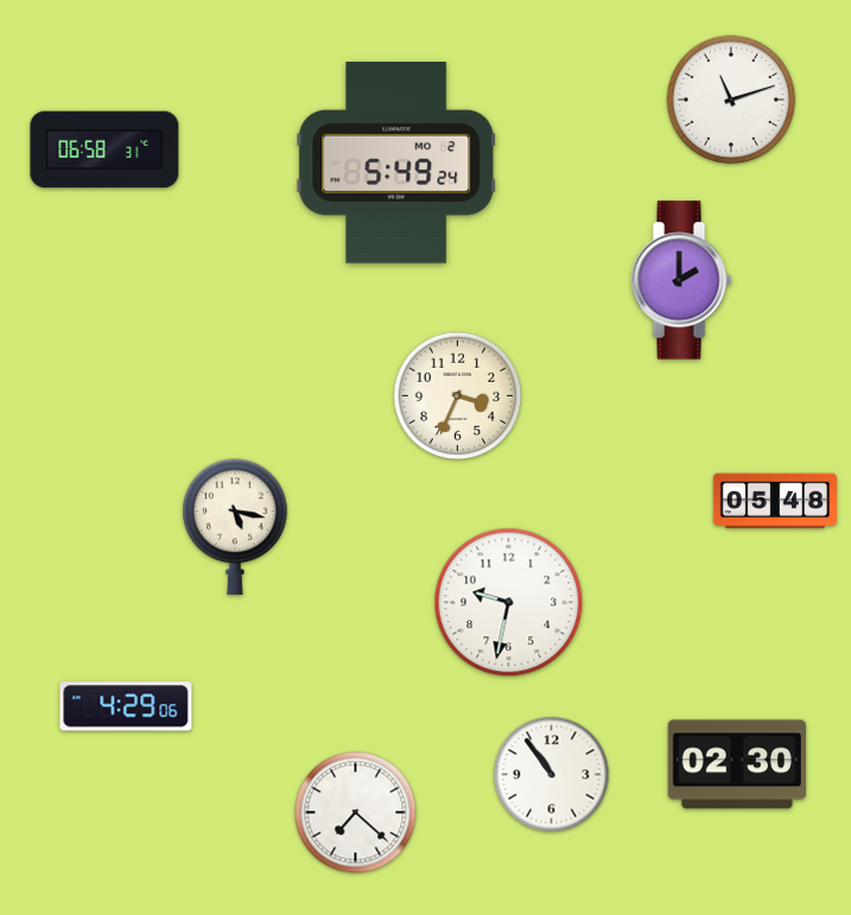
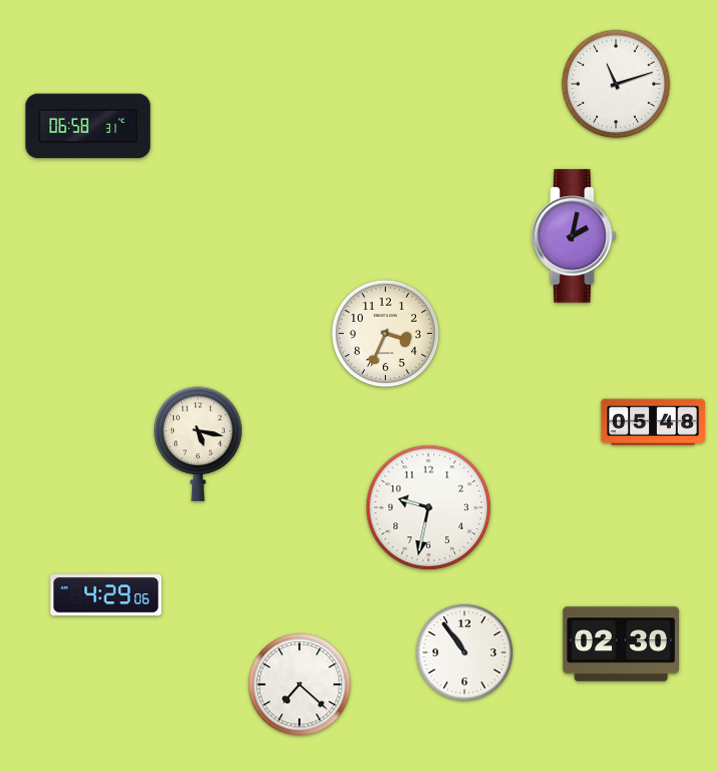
clock at (396, 164): 5:49 -> none
clock at (681, 280): 2:00 -> 2:02
